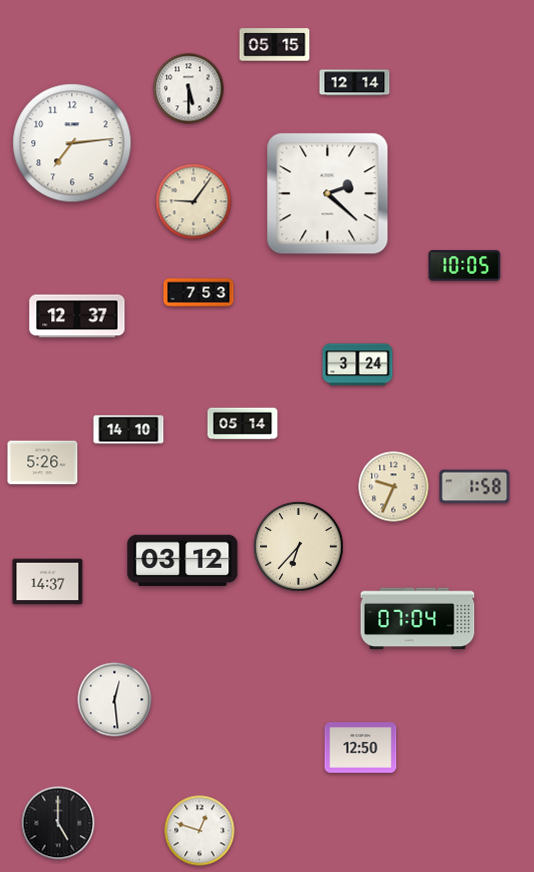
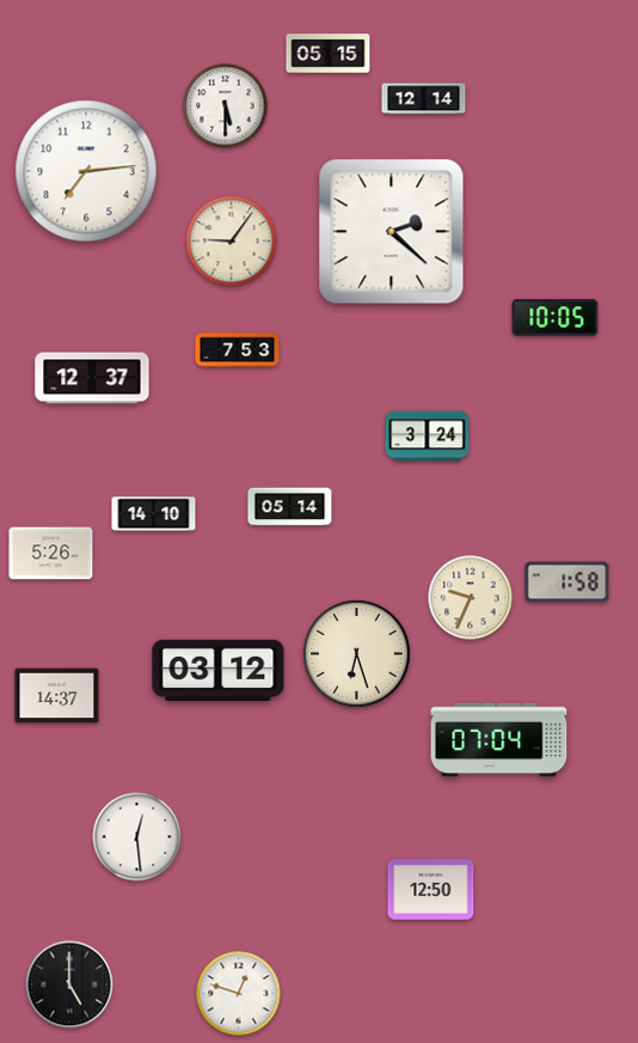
clock at (394, 487) position: (394, 487) -> (471, 598)
clock at (299, 547): 6:37 -> 6:27
clock at (361, 748) position: (361, 748) -> (431, 890)
